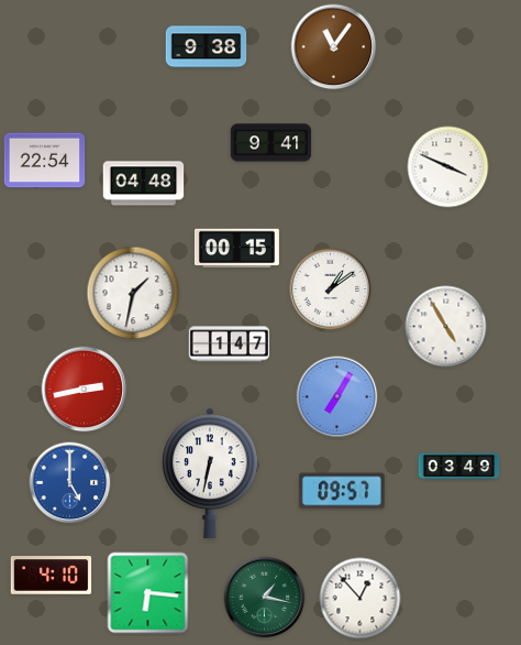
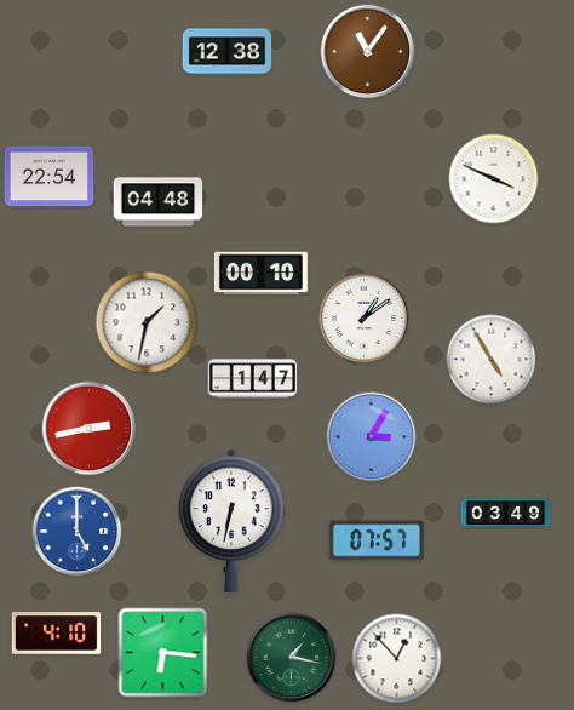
clock at (207, 47): 9:38 -> 12:38
clock at (271, 143): 9:41 -> none
clock at (448, 167) position: (448, 167) -> (494, 179)
clock at (236, 249): 00:15 -> 00:10
clock at (85, 390) position: (85, 390) -> (90, 429)
clock at (337, 397): 7:05 -> 3:05
clock at (342, 491): 09:57 -> 07:57
